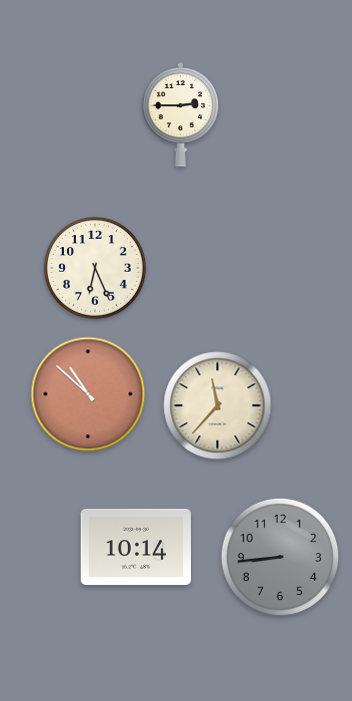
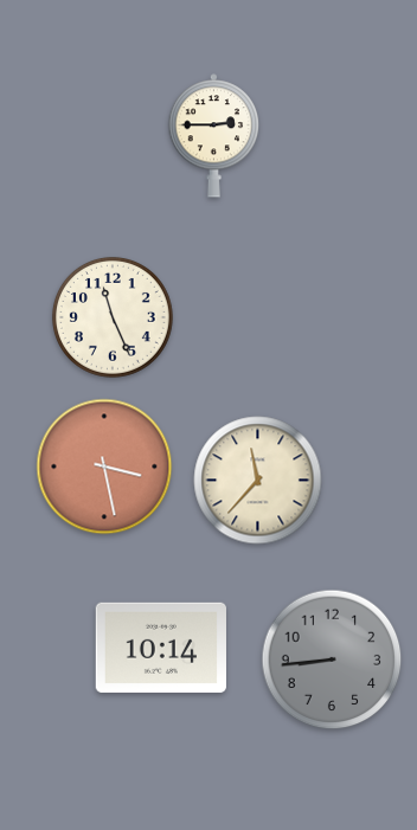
clock at (95, 268): 6:26 -> 11:26
clock at (88, 394): 10:52 -> 3:28
